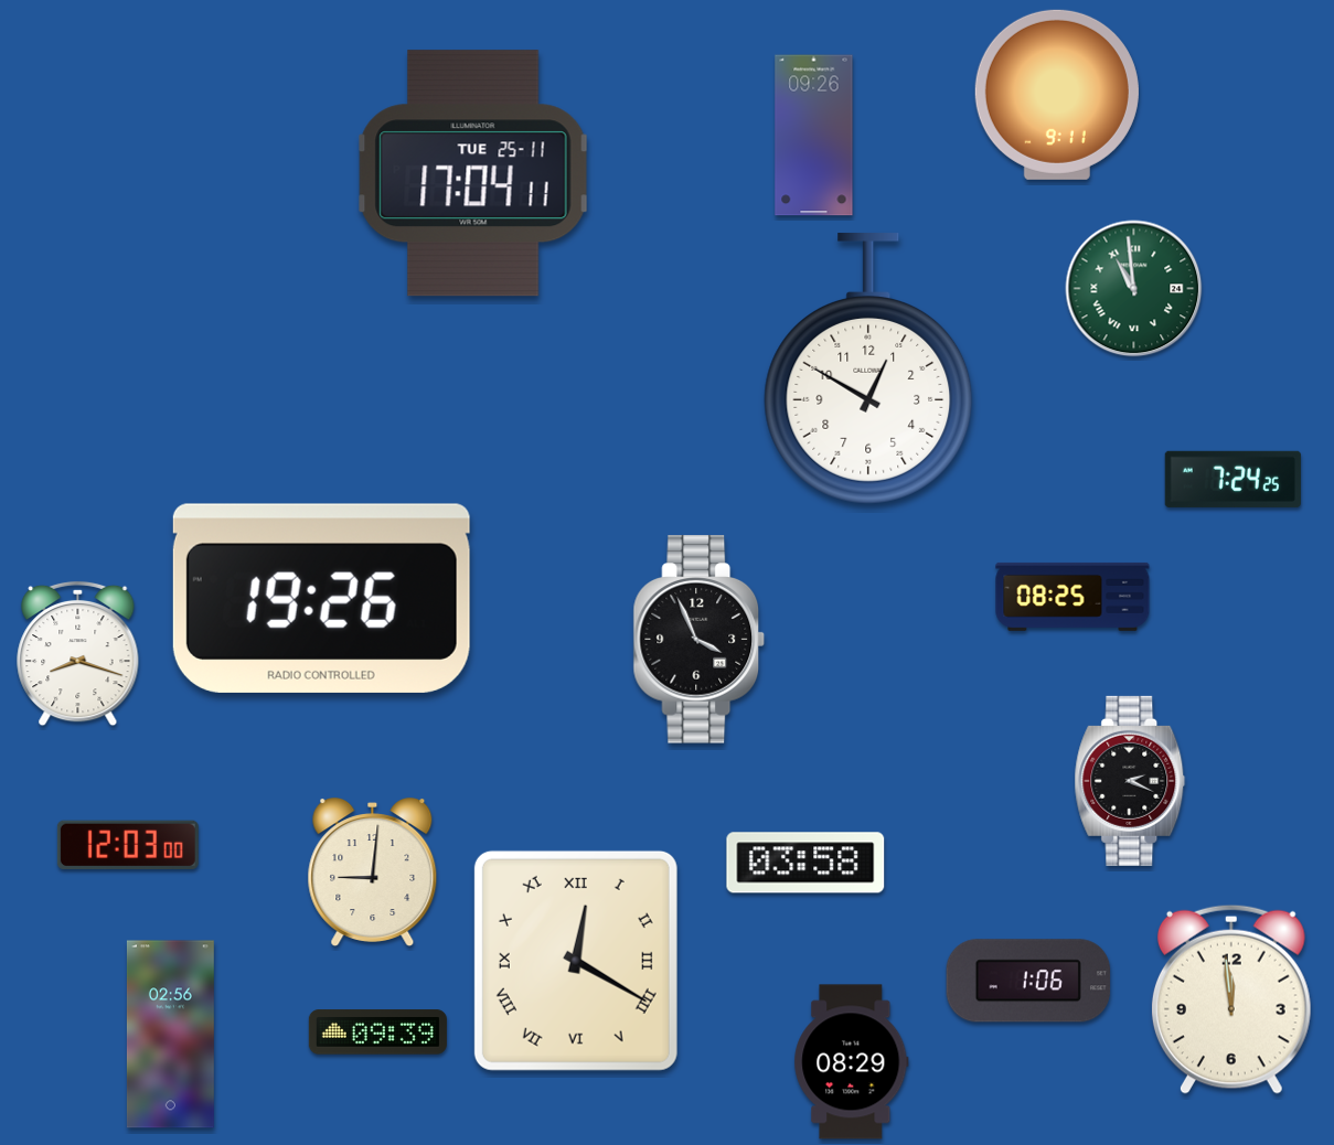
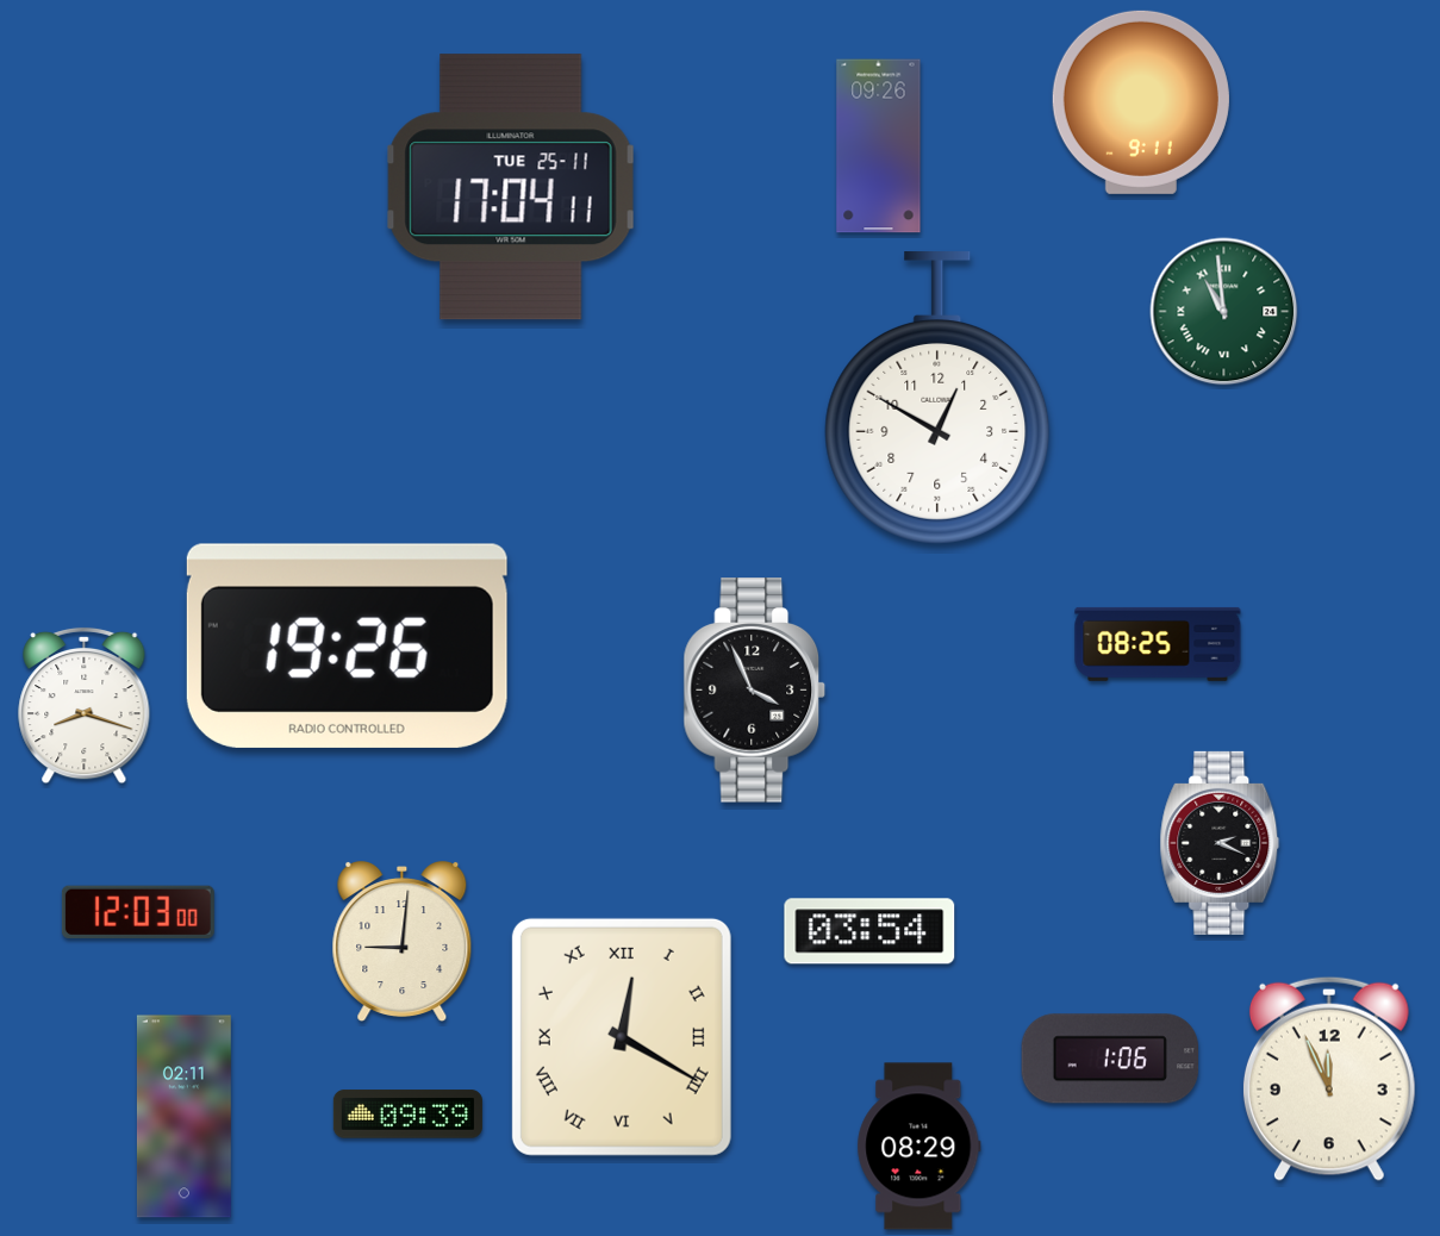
clock at (1232, 479): 7:24 -> none
clock at (805, 863): 03:58 -> 03:54
clock at (1231, 999): 11:59 -> 11:56
clock at (170, 1035): 02:56 -> 02:11
